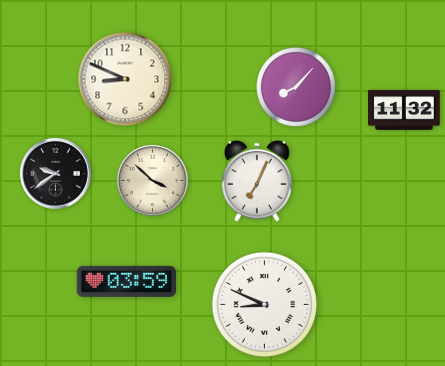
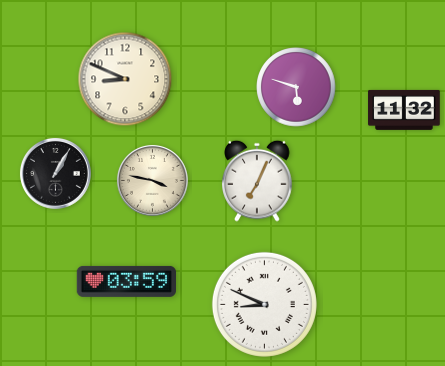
clock at (296, 87): 8:07 -> 5:48
clock at (55, 173): 9:39 -> 1:05
clock at (152, 180): 3:52 -> 3:47
